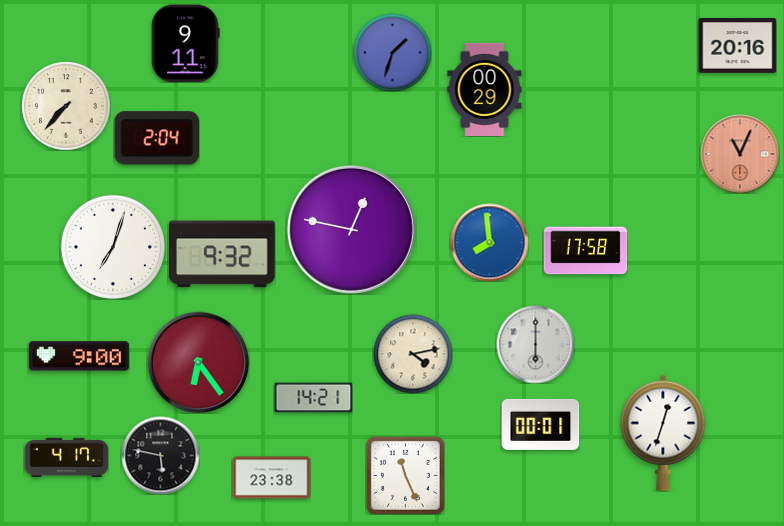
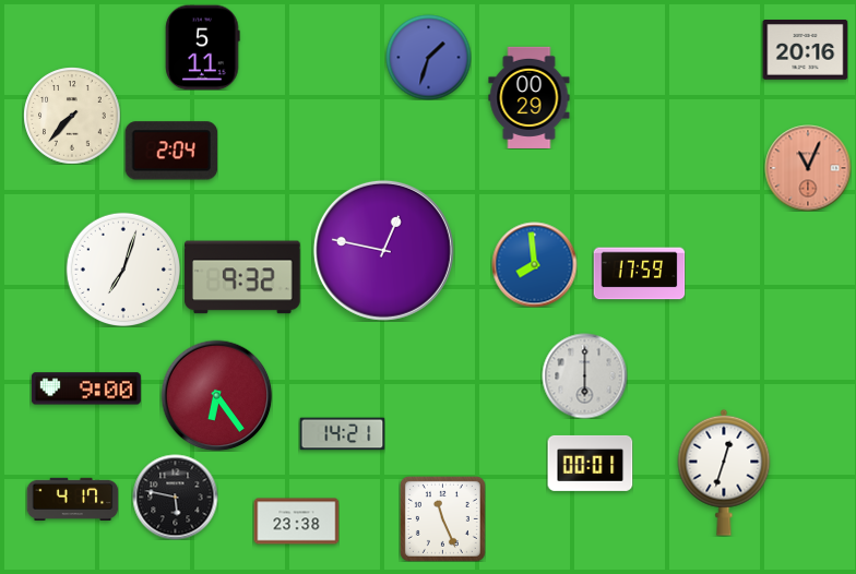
clock at (186, 43): 9:11 -> 5:11
clock at (585, 251): 17:58 -> 17:59
clock at (413, 354): 4:13 -> none
